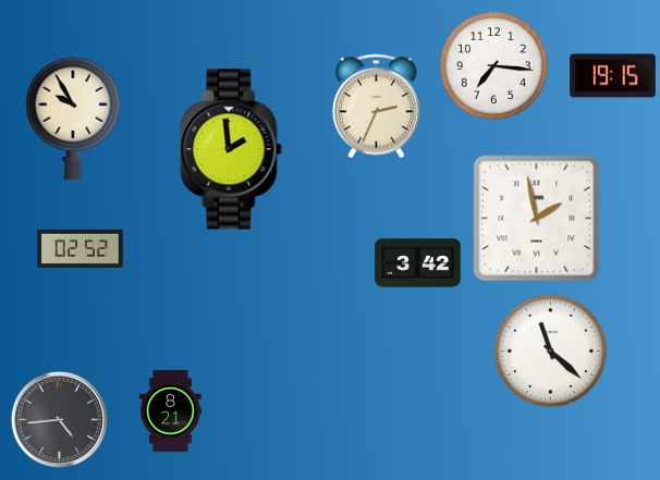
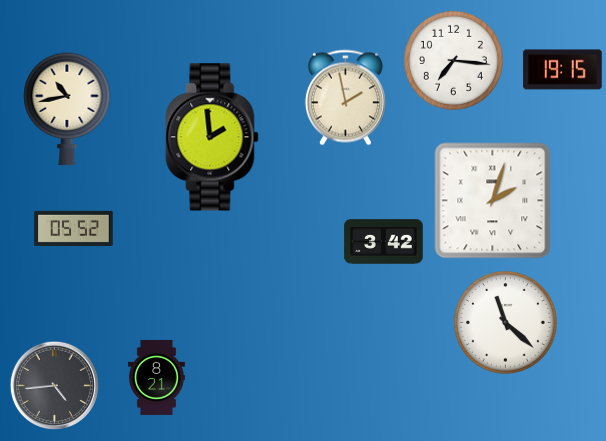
clock at (376, 107): 2:34 -> 1:58
clock at (73, 119): 9:55 -> 10:43
clock at (537, 219): 1:58 -> 2:03
clock at (81, 248): 02:52 -> 05:52
